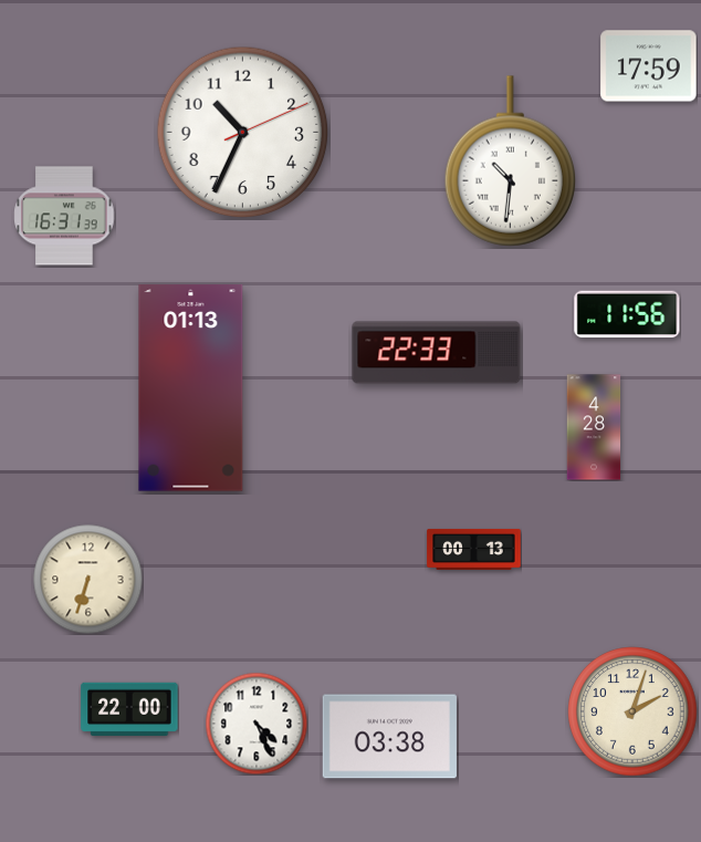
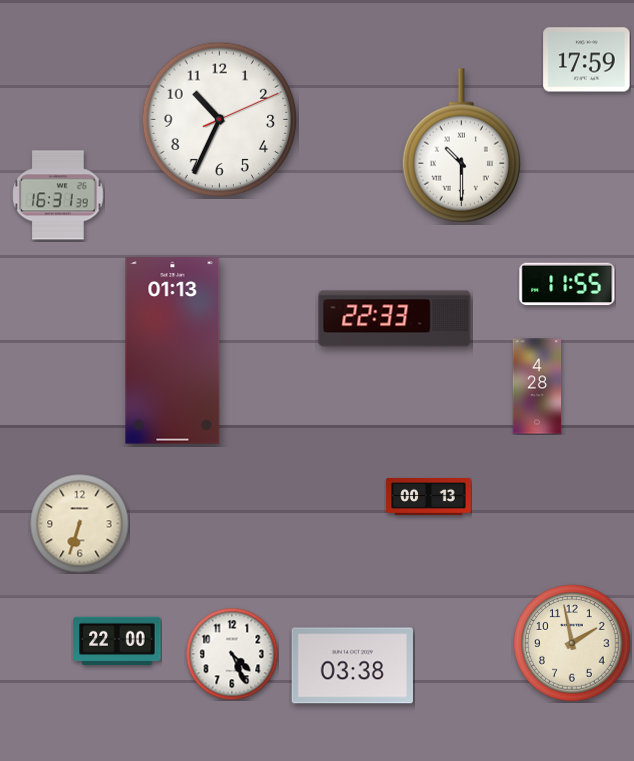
clock at (510, 162): 10:31 -> 10:30
clock at (627, 314): 11:56 -> 11:55
clock at (632, 711): 2:03 -> 1:58
